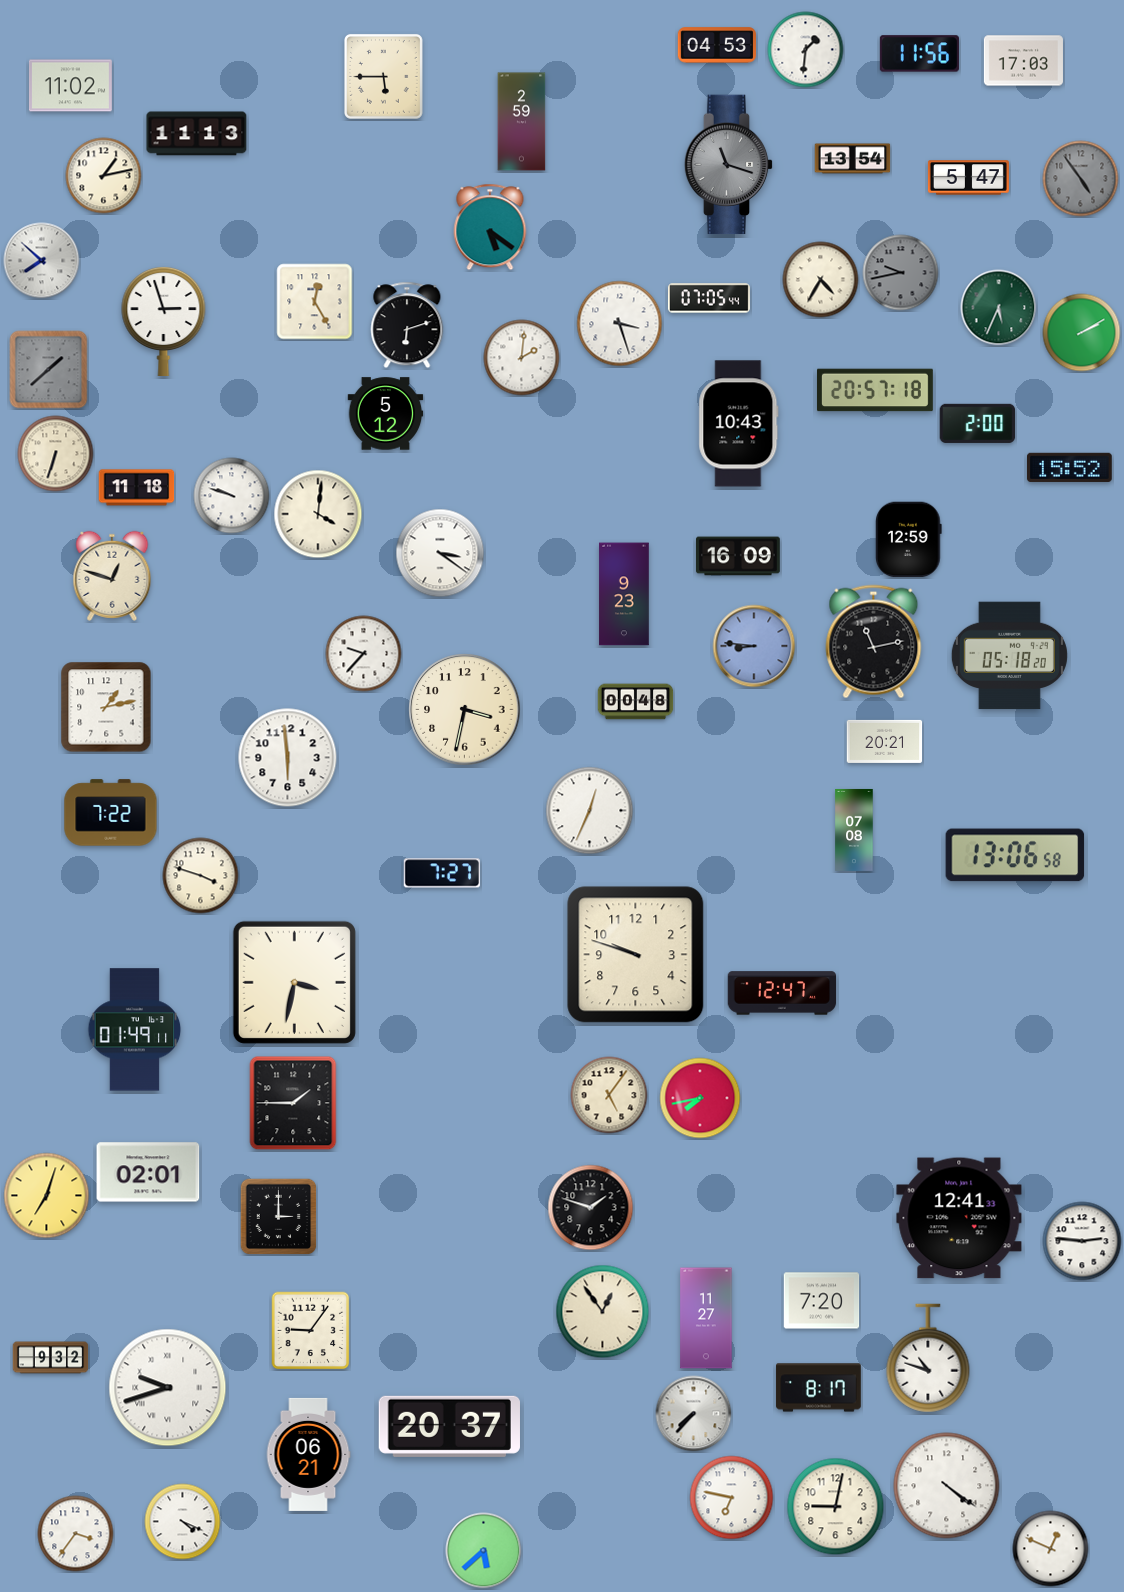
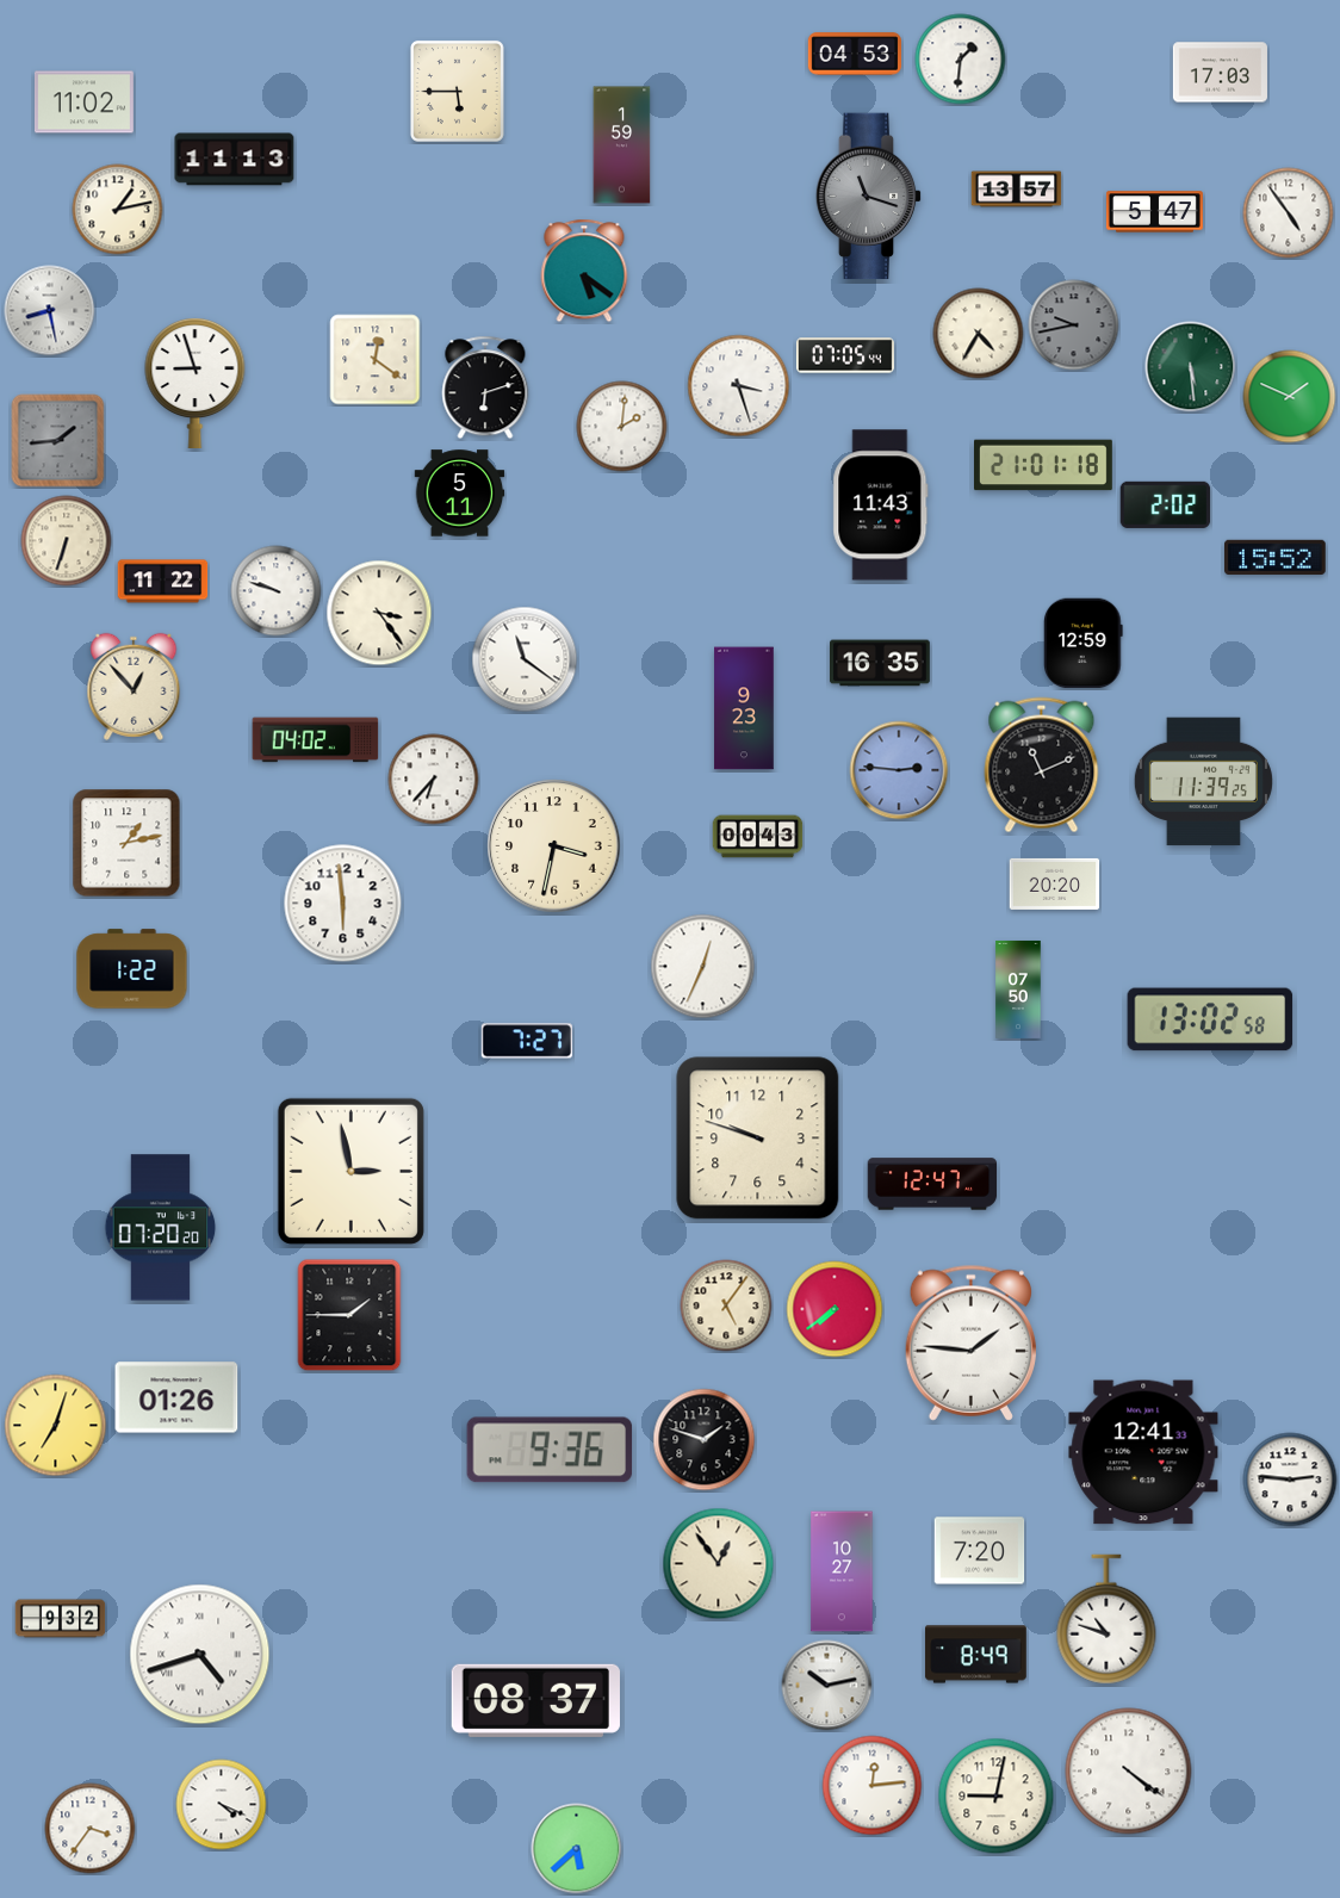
clock at (919, 54): 11:56 -> none
clock at (522, 122): 2:59 -> 1:59
clock at (853, 159): 13:54 -> 13:57
clock at (104, 176) position: (104, 176) -> (118, 210)
clock at (1081, 179) dial: grey -> white
clock at (42, 261): 7:52 -> 8:28
clock at (315, 302): 12:25 -> 12:21
clock at (999, 308): 5:34 -> 5:29
clock at (164, 320): 2:57 -> 8:57
clock at (1082, 333): 2:10 -> 1:49
clock at (49, 370): 1:38 -> 1:44
clock at (876, 390): 20:57 -> 21:01
clock at (386, 414): 5:12 -> 5:11
clock at (978, 423): 2:00 -> 2:02
clock at (739, 424): 10:43 -> 11:43
clock at (137, 488): 11:18 -> 11:22
clock at (318, 514): 4:01 -> 3:24
clock at (440, 553): 3:21 -> 11:21
clock at (739, 556): 16:09 -> 16:35
clock at (112, 576): 12:48 -> 12:53
clock at (316, 740): none -> 04:02
clock at (874, 642): 11:13 -> 11:11
clock at (754, 646): 8:46 -> 2:46
clock at (364, 654): 9:37 -> 6:37
clock at (1009, 656): 05:18 -> 11:39
clock at (636, 702): 00:48 -> 00:43
clock at (885, 741): 20:21 -> 20:20
clock at (111, 813): 7:22 -> 1:22
clock at (854, 830): 07:08 -> 07:50
clock at (1015, 855): 13:06 -> 13:02
clock at (201, 876): 3:48 -> none
clock at (294, 982): 3:32 -> 2:58
clock at (135, 1030): 01:49 -> 07:20
clock at (700, 1098): 7:43 -> 7:39
clock at (970, 1342): none -> 1:46
clock at (148, 1172): 02:01 -> 01:26
clock at (278, 1216): 3:00 -> none
clock at (550, 1450): none -> 9:36
clock at (706, 1318): 11:27 -> 10:27
clock at (311, 1331): 9:06 -> none
clock at (168, 1388): 9:42 -> 4:42
clock at (819, 1388): 8:17 -> 8:49
clock at (694, 1414): 7:37 -> 10:13
clock at (449, 1426): 20:37 -> 08:37
clock at (308, 1454): 06:21 -> none
clock at (732, 1498): 6:47 -> 12:14
clock at (183, 1522) position: (183, 1522) -> (222, 1805)
clock at (1051, 1549): 12:49 -> none
